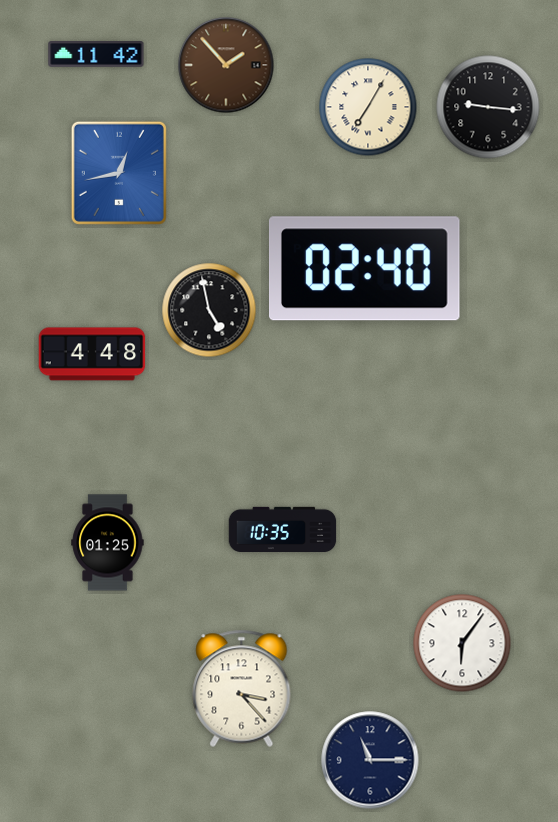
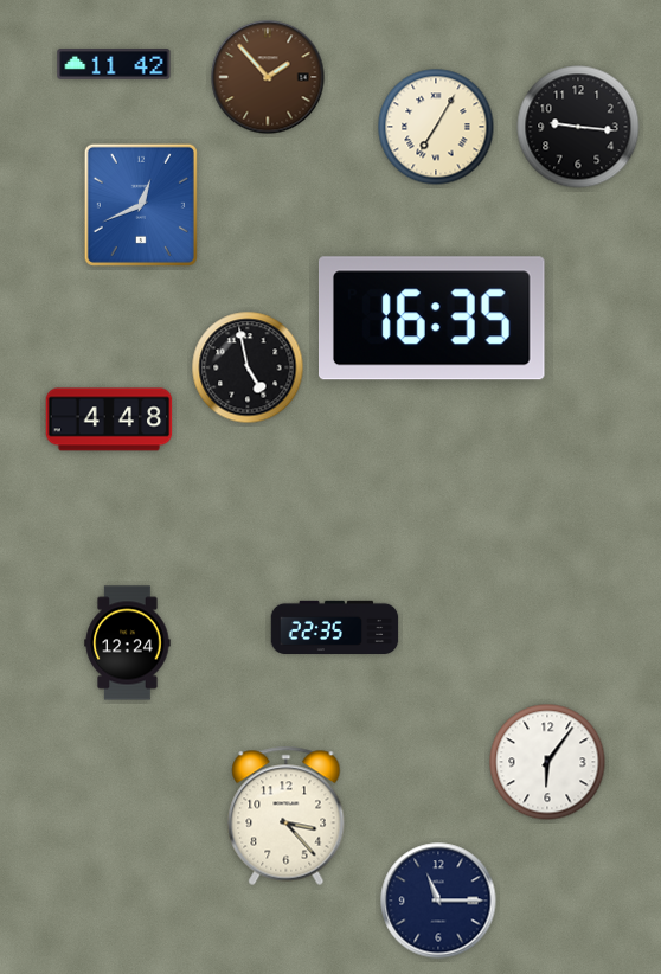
clock at (119, 173): 12:43 -> 12:41
clock at (365, 269): 02:40 -> 16:35
clock at (283, 529): 10:35 -> 22:35
clock at (108, 543): 01:25 -> 12:24
